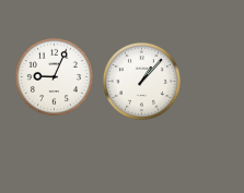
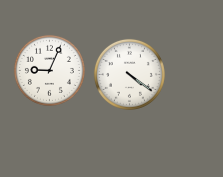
clock at (141, 81): 1:07 -> 4:21
